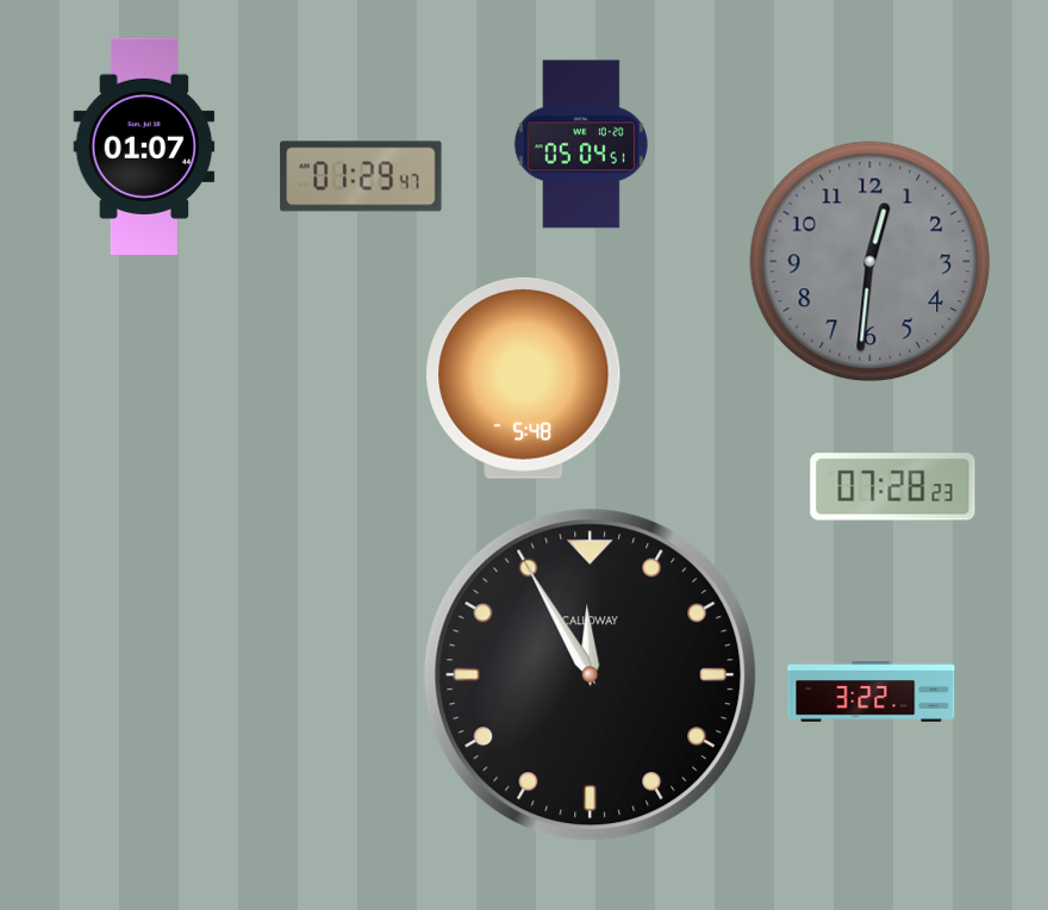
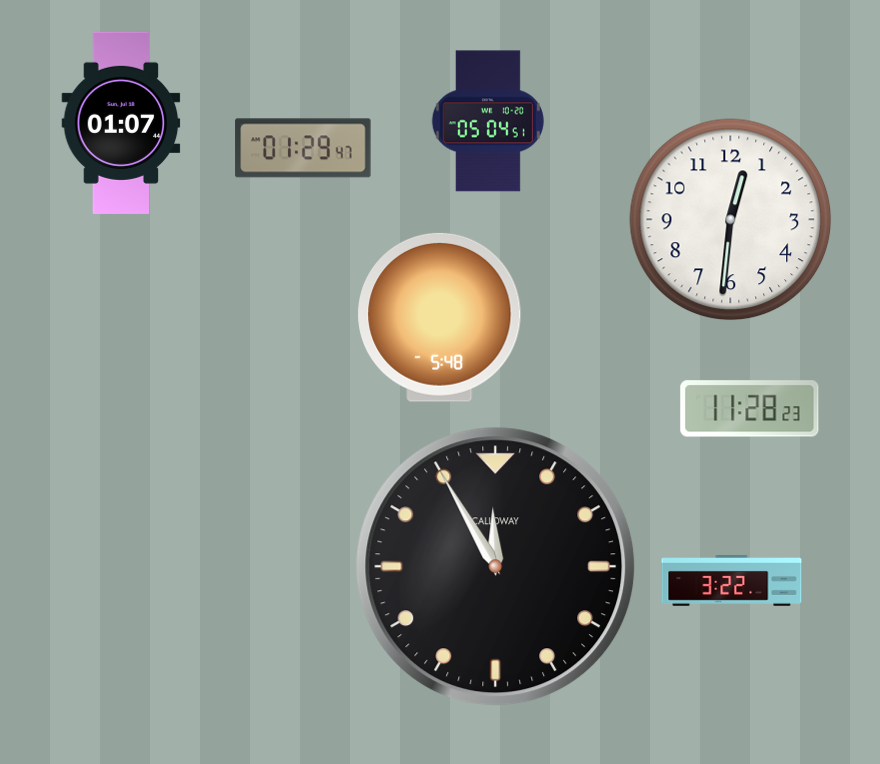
clock at (871, 262) dial: grey -> white
clock at (893, 487): 07:28 -> 11:28
